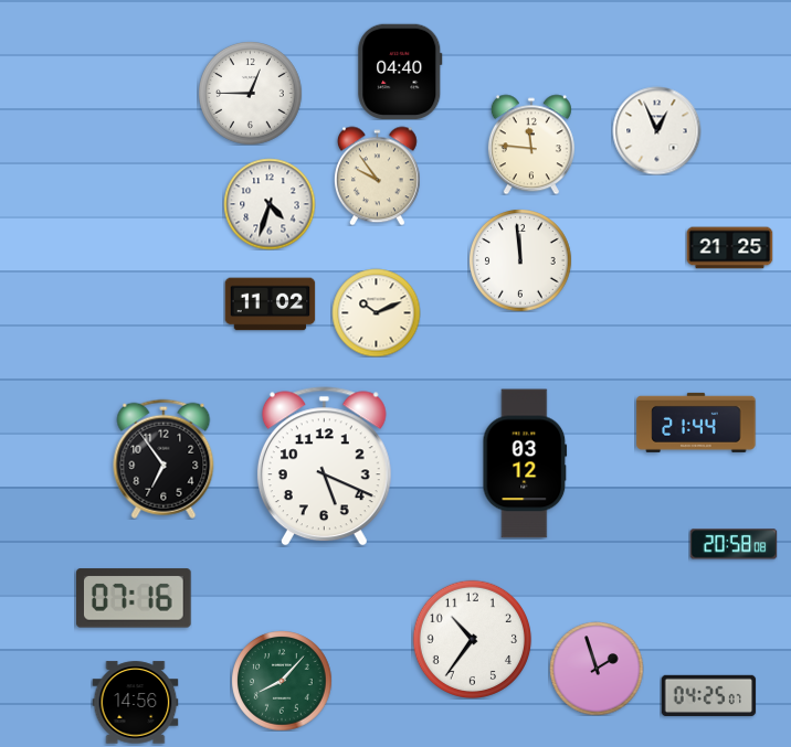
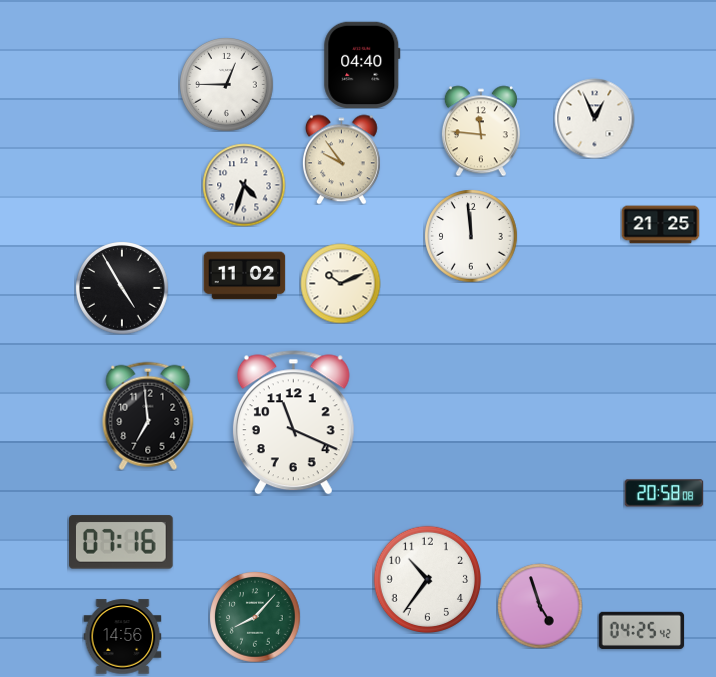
clock at (122, 288): none -> 4:55
clock at (696, 423): 21:44 -> none
clock at (164, 459): 6:54 -> 6:59
clock at (525, 463): 03:12 -> none
clock at (324, 467): 5:19 -> 11:19
clock at (597, 669): 1:57 -> 4:57
clock at (708, 695): 04:25:07 -> 04:25:42
